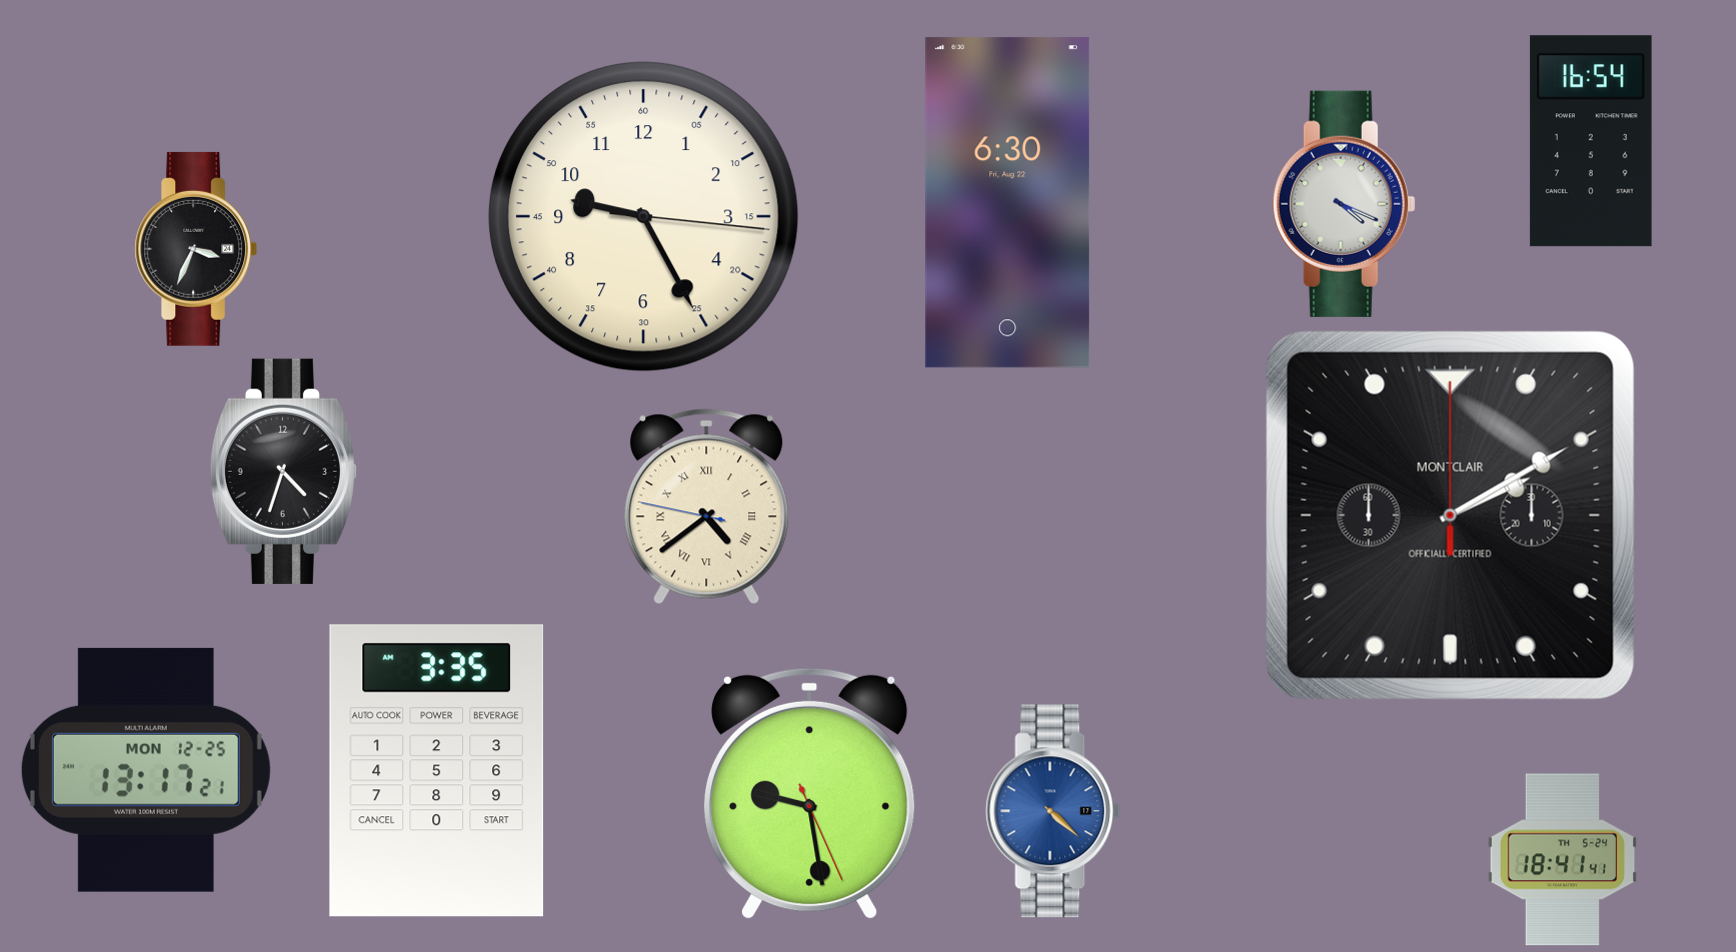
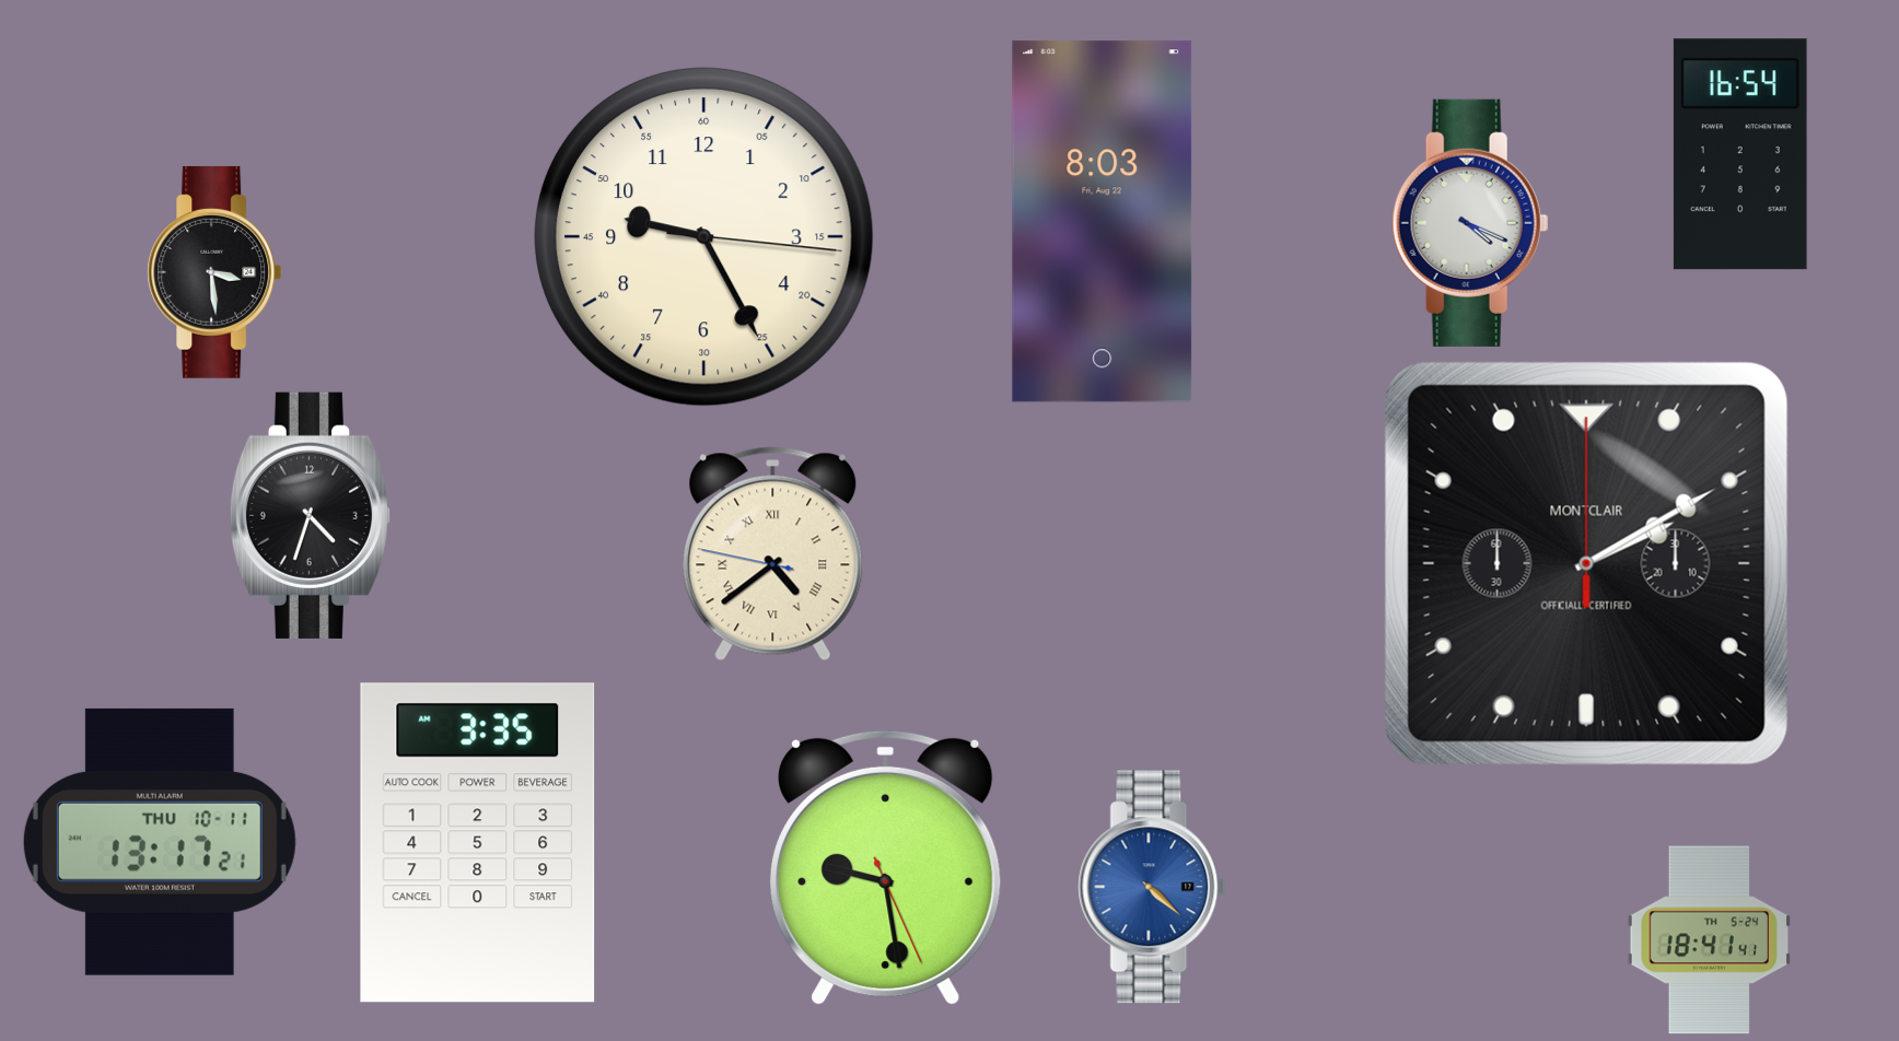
clock at (1008, 203): 6:30 -> 8:03
clock at (196, 249): 3:34 -> 3:29
clock at (146, 770) date: MON 12-25 -> THU 10-11
